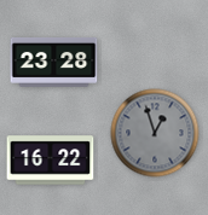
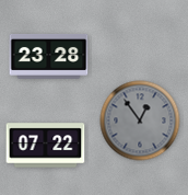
clock at (155, 133): 12:57 -> 12:54
clock at (51, 161): 16:22 -> 07:22
